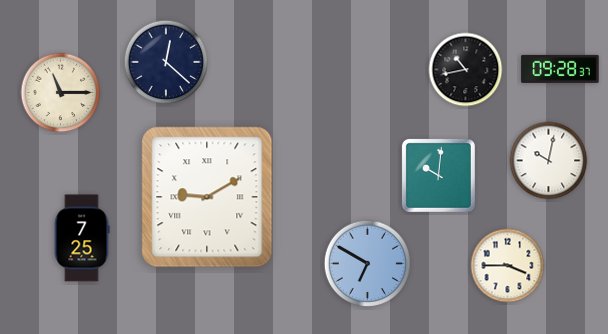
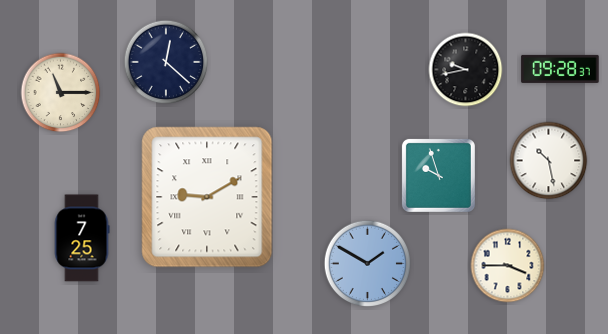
clock at (466, 70): 10:43 -> 9:43
clock at (549, 161): 10:02 -> 10:28
clock at (438, 175): 10:01 -> 9:57
clock at (368, 264): 6:50 -> 1:50
